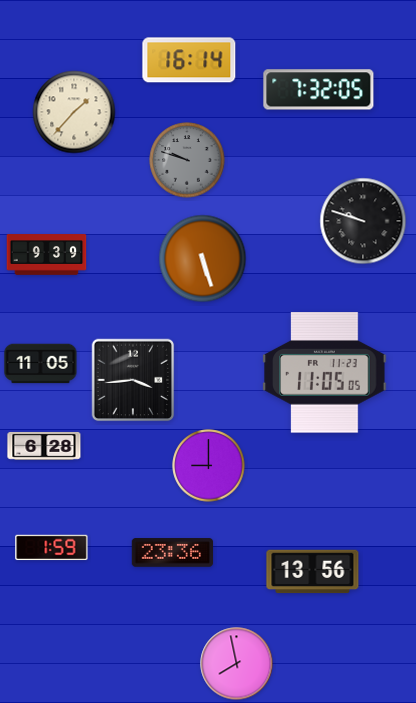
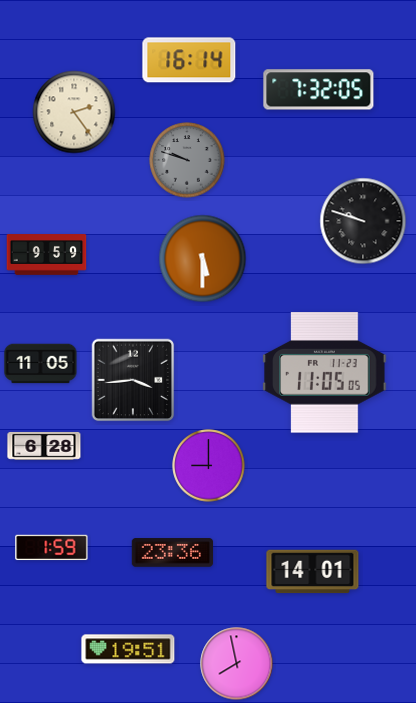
clock at (74, 112): 1:37 -> 2:24
clock at (47, 255): 9:39 -> 9:59
clock at (203, 259): 5:27 -> 5:30
clock at (313, 572): 13:56 -> 14:01
clock at (128, 649): none -> 19:51
